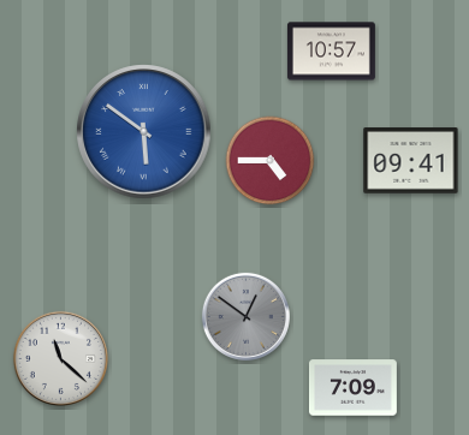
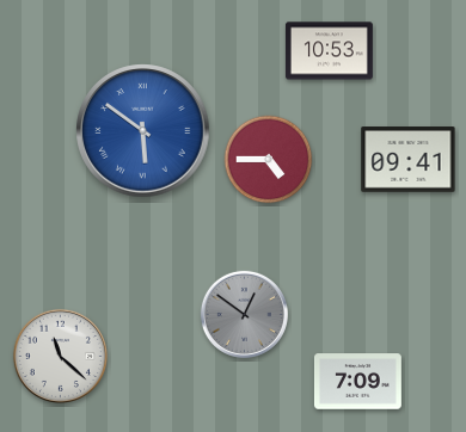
clock at (331, 52): 10:57 -> 10:53
clock at (352, 388) position: (352, 388) -> (357, 382)
